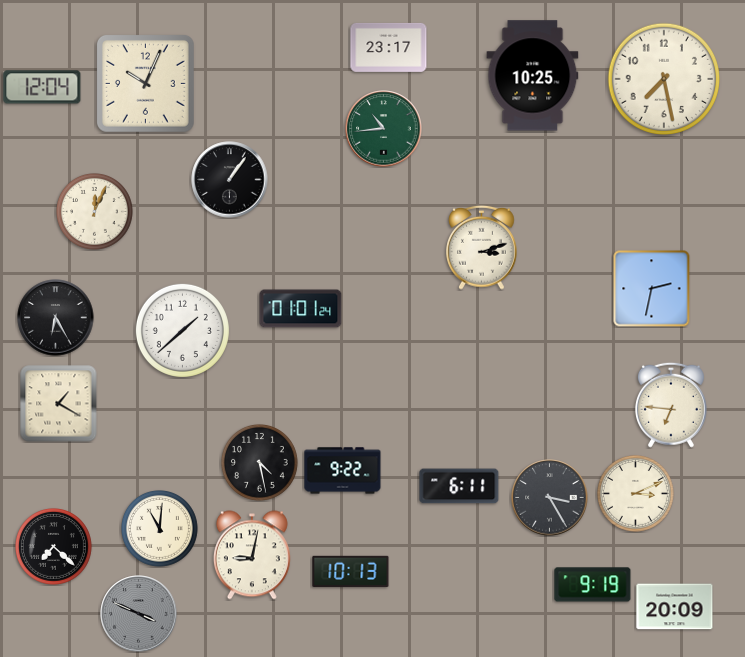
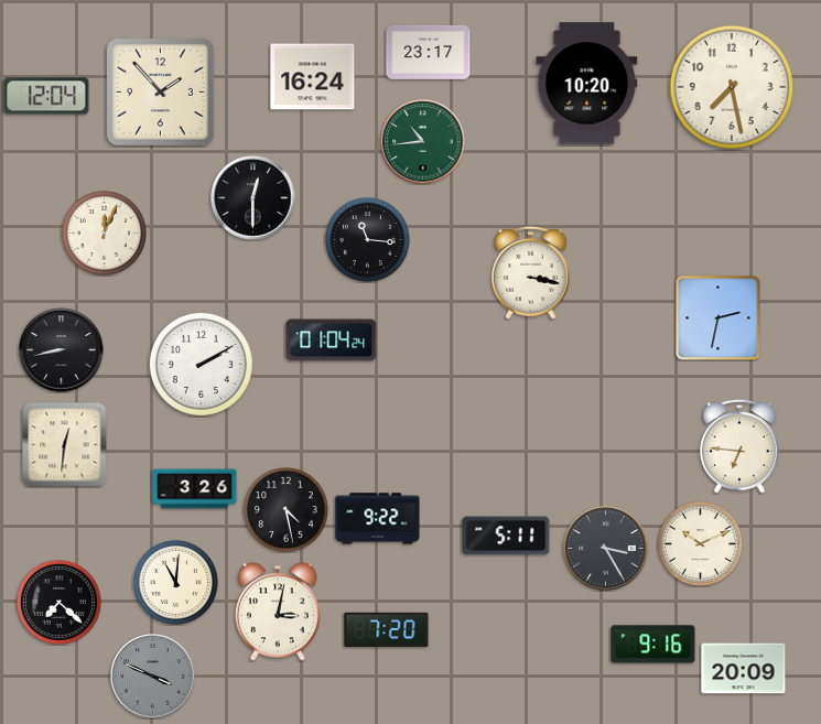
clock at (313, 77): none -> 16:24
clock at (533, 76): 10:25 -> 10:20
clock at (145, 83): 10:04 -> 1:53
clock at (230, 180): 1:06 -> 12:30
clock at (368, 240): none -> 11:16
clock at (482, 247): 3:12 -> 3:17
clock at (301, 309): 01:01 -> 01:04
clock at (56, 318): 6:25 -> 8:43
clock at (182, 330): 1:38 -> 2:10
clock at (59, 404): 1:20 -> 12:31
clock at (195, 489): none -> 3:26
clock at (459, 486): 6:11 -> 5:11
clock at (636, 494): 3:11 -> 10:11
clock at (252, 555): 9:02 -> 3:02
clock at (351, 571): 10:13 -> 7:20
clock at (593, 585): 9:19 -> 9:16
